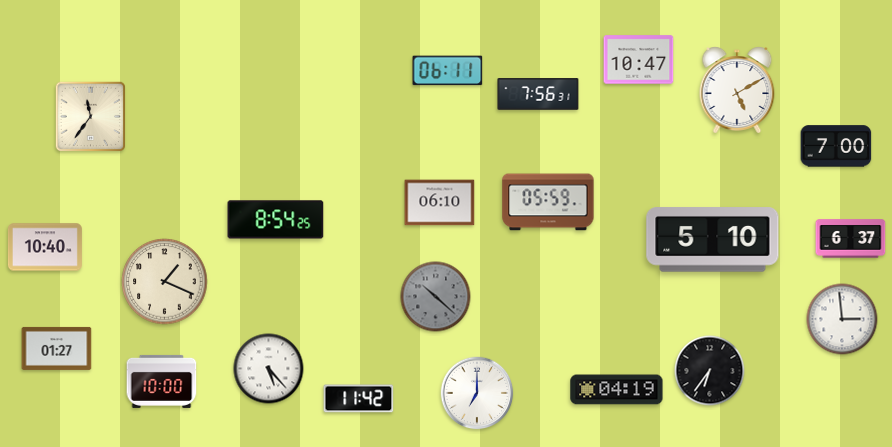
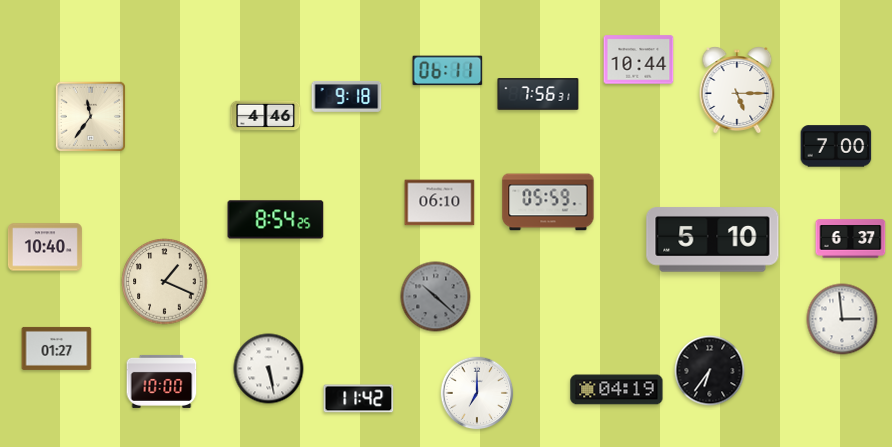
clock at (639, 60): 10:47 -> 10:44
clock at (737, 90): 5:10 -> 5:15
clock at (347, 96): none -> 9:18
clock at (266, 116): none -> 4:46
clock at (269, 369): 5:23 -> 5:28
